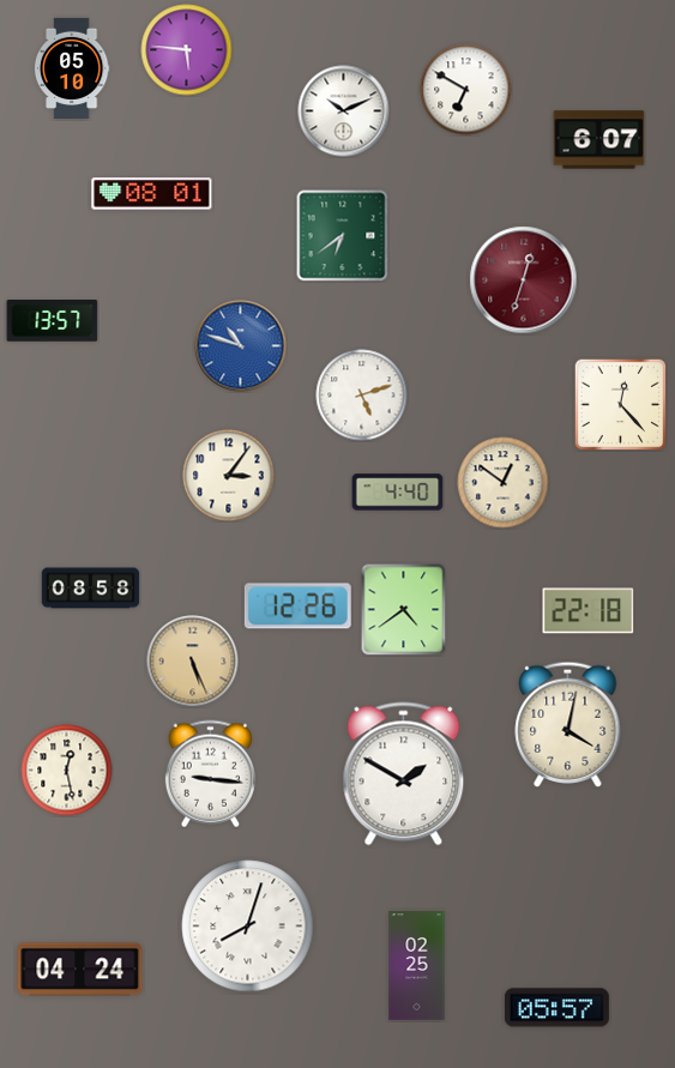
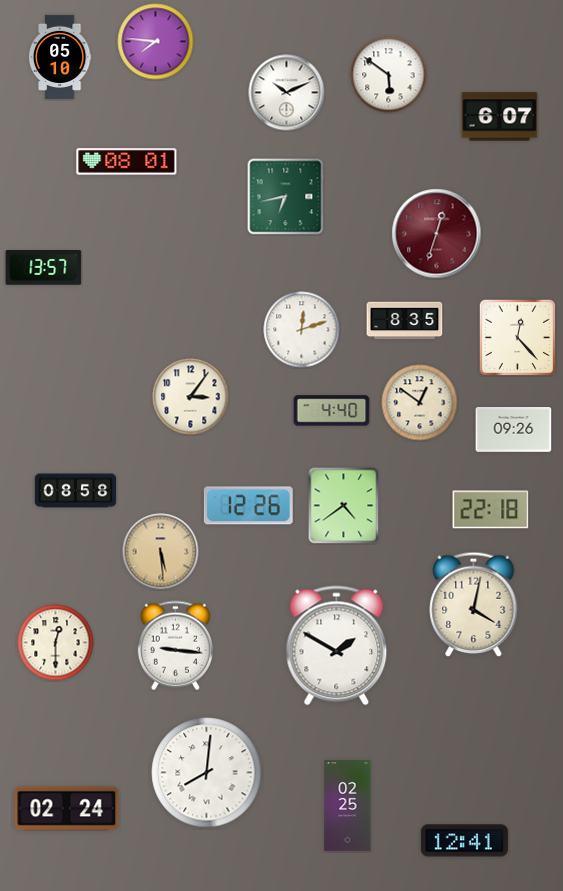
clock at (187, 50): 5:46 -> 7:46
clock at (466, 90): 6:50 -> 5:51
clock at (343, 236): 6:39 -> 6:43
clock at (241, 346): 10:48 -> none
clock at (405, 321): none -> 8:35
clock at (362, 396): 5:12 -> 12:12
clock at (514, 430): none -> 09:26
clock at (404, 609) position: (404, 609) -> (344, 505)
clock at (193, 662): 5:26 -> 5:29
clock at (67, 771): 12:28 -> 12:30
clock at (248, 927): 8:03 -> 8:01
clock at (80, 970): 04:24 -> 02:24
clock at (556, 1008): 05:57 -> 12:41
